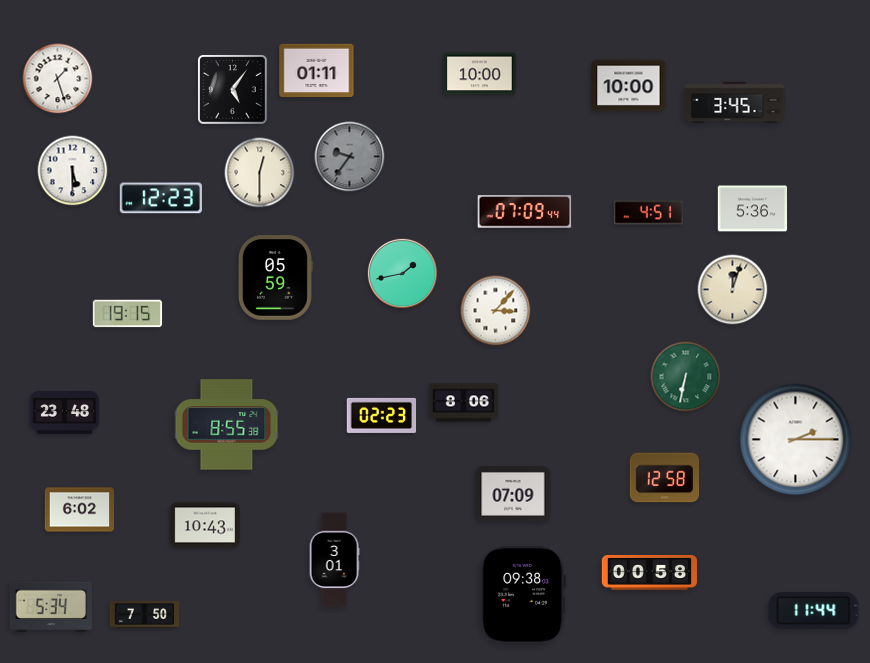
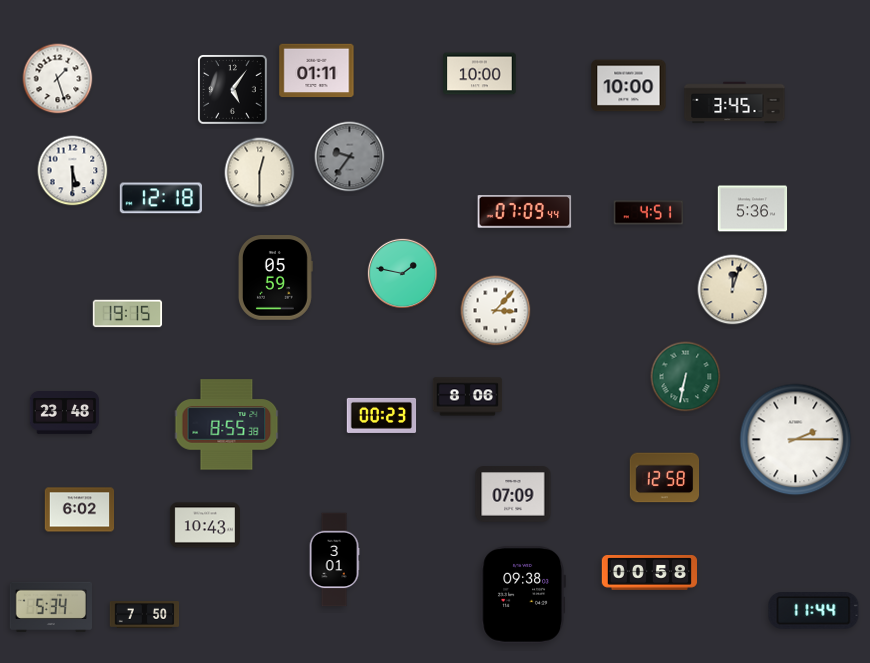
clock at (161, 198): 12:23 -> 12:18
clock at (402, 273): 1:43 -> 1:47
clock at (464, 403) position: (464, 403) -> (468, 397)
clock at (382, 415): 02:23 -> 00:23
